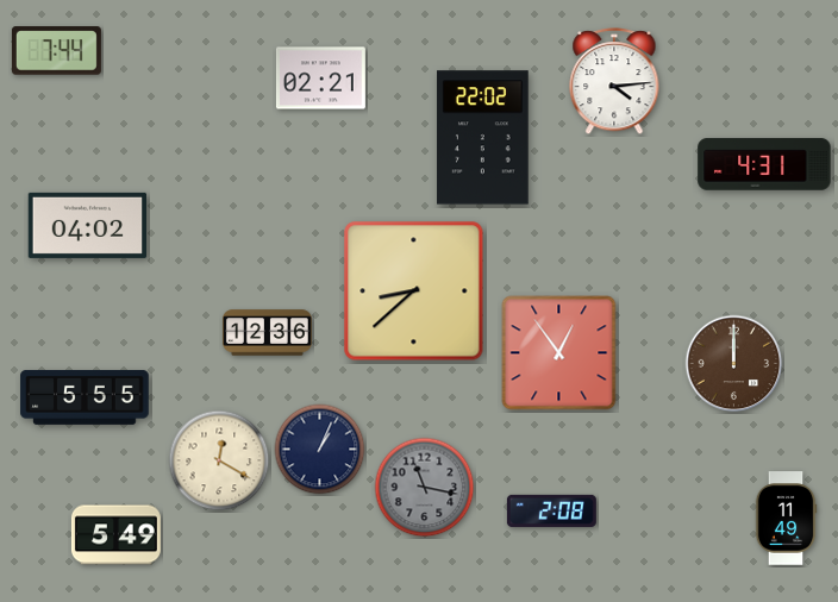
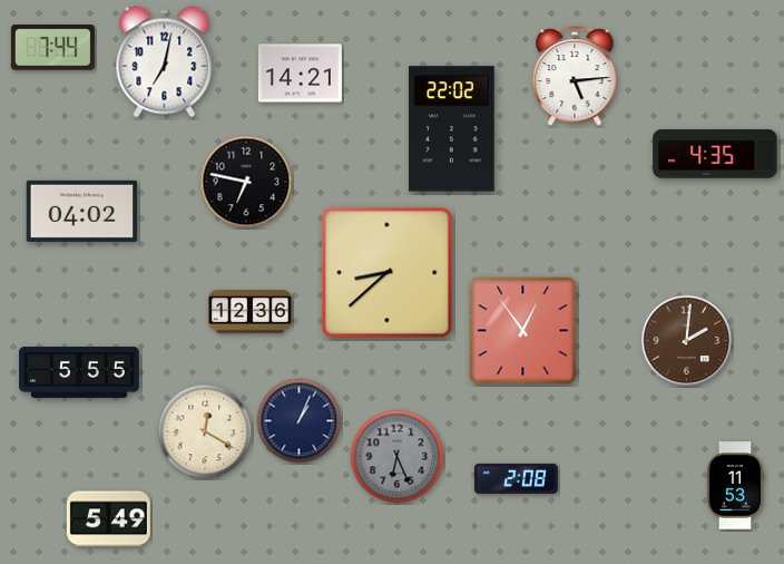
clock at (165, 62): none -> 7:02
clock at (320, 79): 02:21 -> 14:21
clock at (614, 82): 4:14 -> 5:14
clock at (764, 164): 4:31 -> 4:35
clock at (246, 182): none -> 6:47
clock at (734, 364): 12:00 -> 2:01
clock at (425, 488): 11:17 -> 6:26
clock at (786, 519): 11:49 -> 11:53
clock at (115, 535) position: (115, 535) -> (108, 519)
